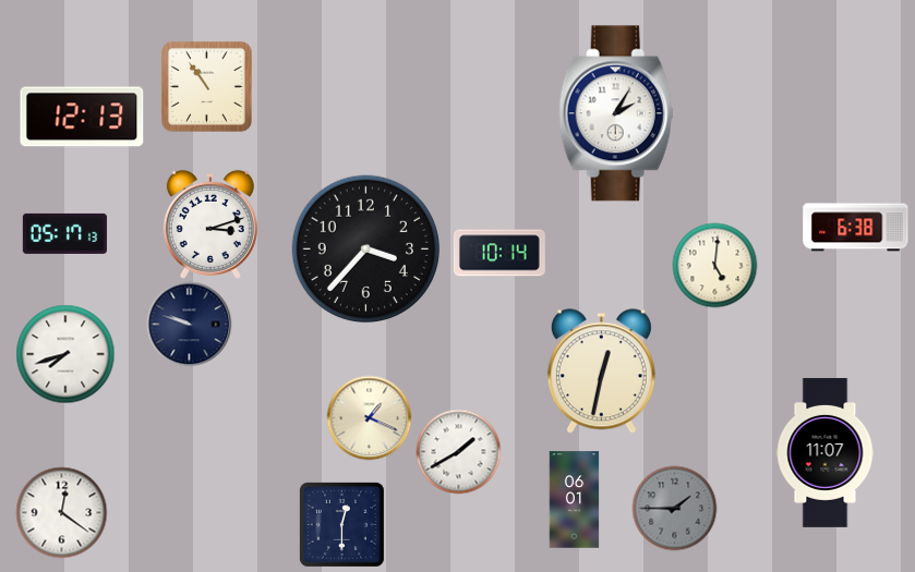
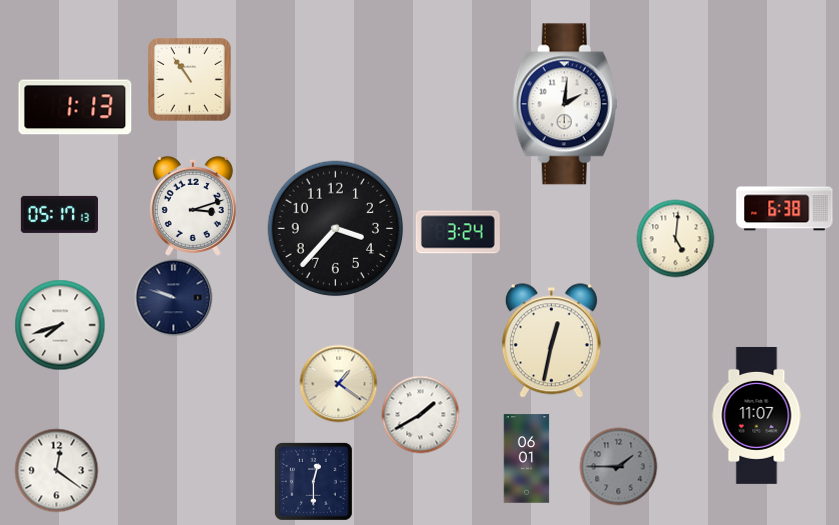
clock at (616, 113): 2:05 -> 2:01
clock at (82, 117): 12:13 -> 1:13
clock at (499, 253): 10:14 -> 3:24
clock at (714, 265) position: (714, 265) -> (675, 238)
clock at (369, 417): 1:19 -> 1:21
